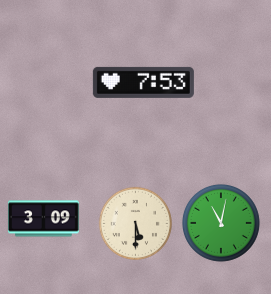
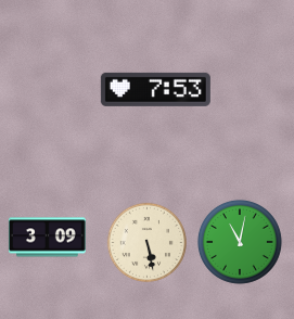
clock at (135, 223): 5:30 -> 5:28
